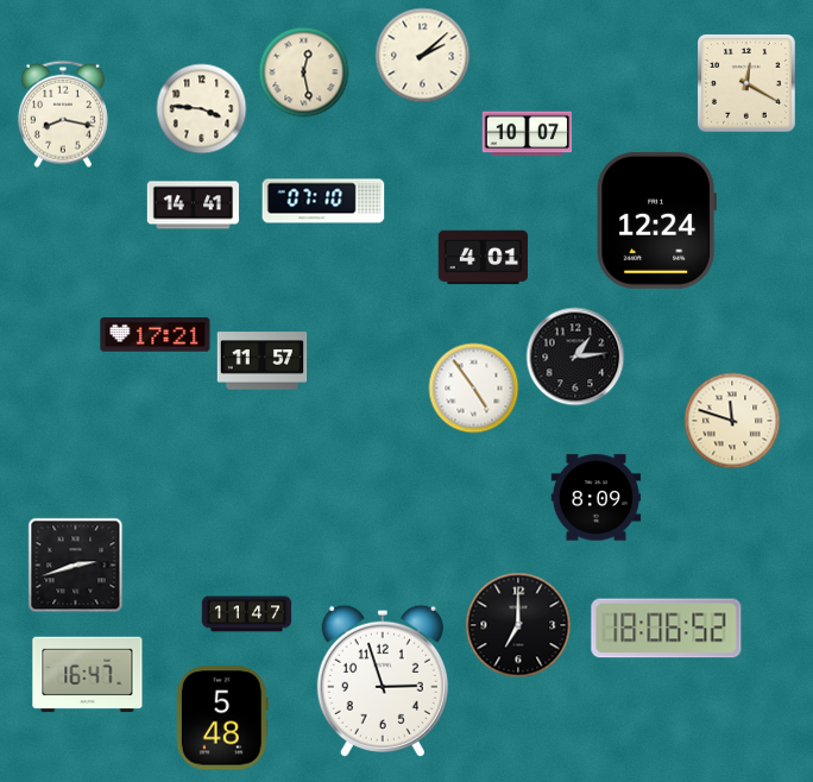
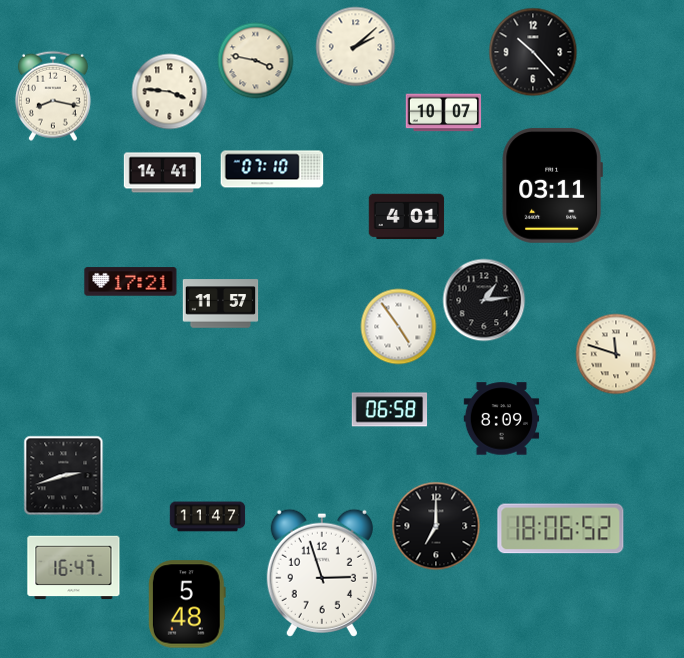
clock at (533, 52): none -> 10:23
clock at (304, 72): 12:28 -> 3:47
clock at (746, 83): 12:20 -> none
clock at (656, 220): 12:24 -> 03:11
clock at (390, 410): none -> 06:58
